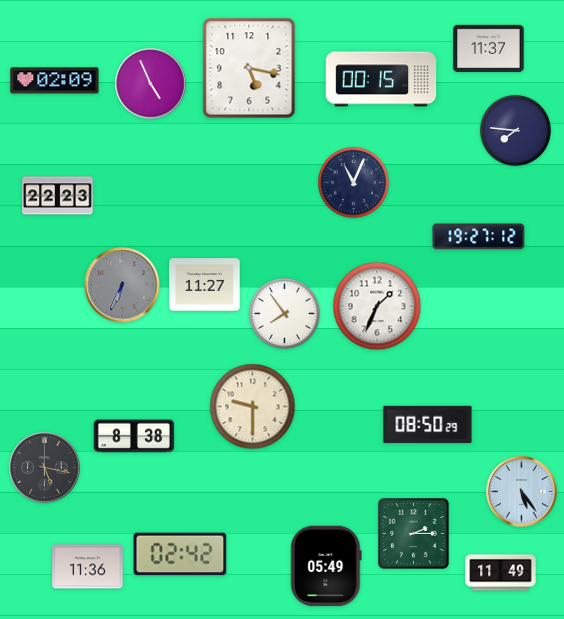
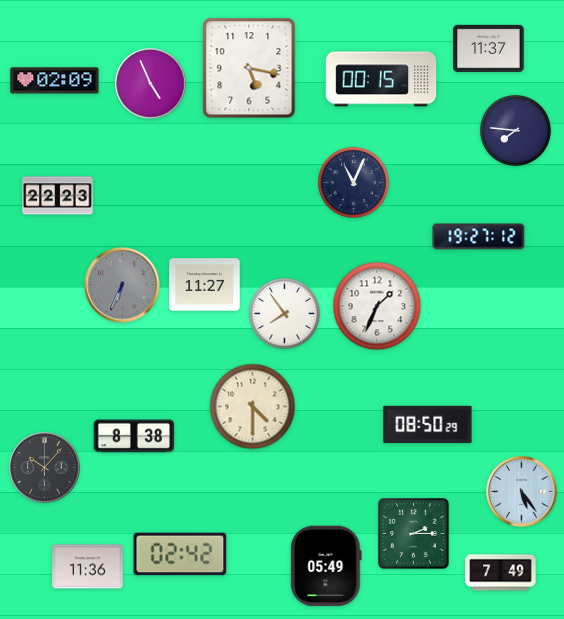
clock at (253, 407): 9:30 -> 4:30
clock at (45, 468): 5:17 -> 10:07
clock at (501, 573): 11:49 -> 7:49
